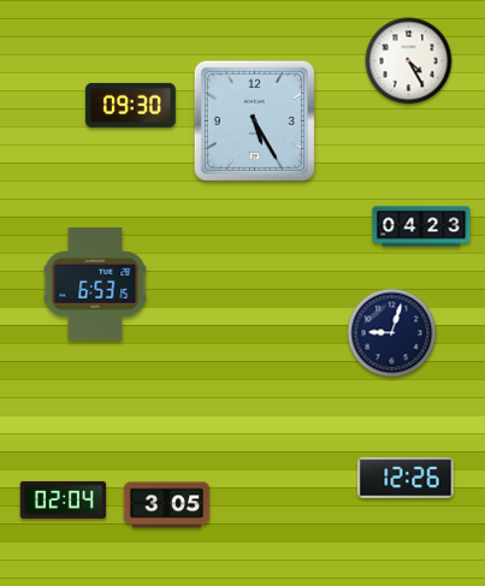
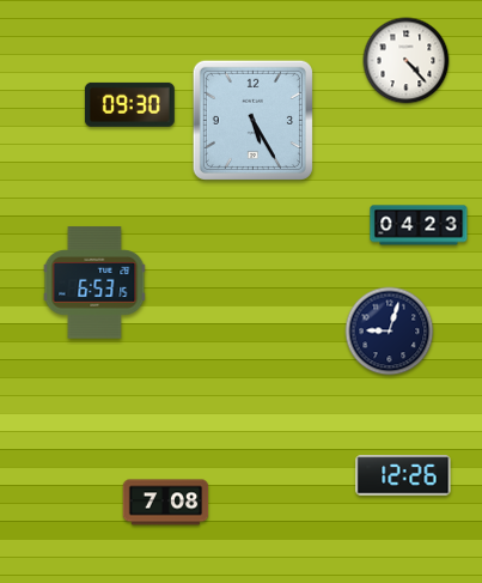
clock at (409, 61): 4:25 -> 4:23
clock at (64, 499): 02:04 -> none
clock at (167, 505): 3:05 -> 7:08
